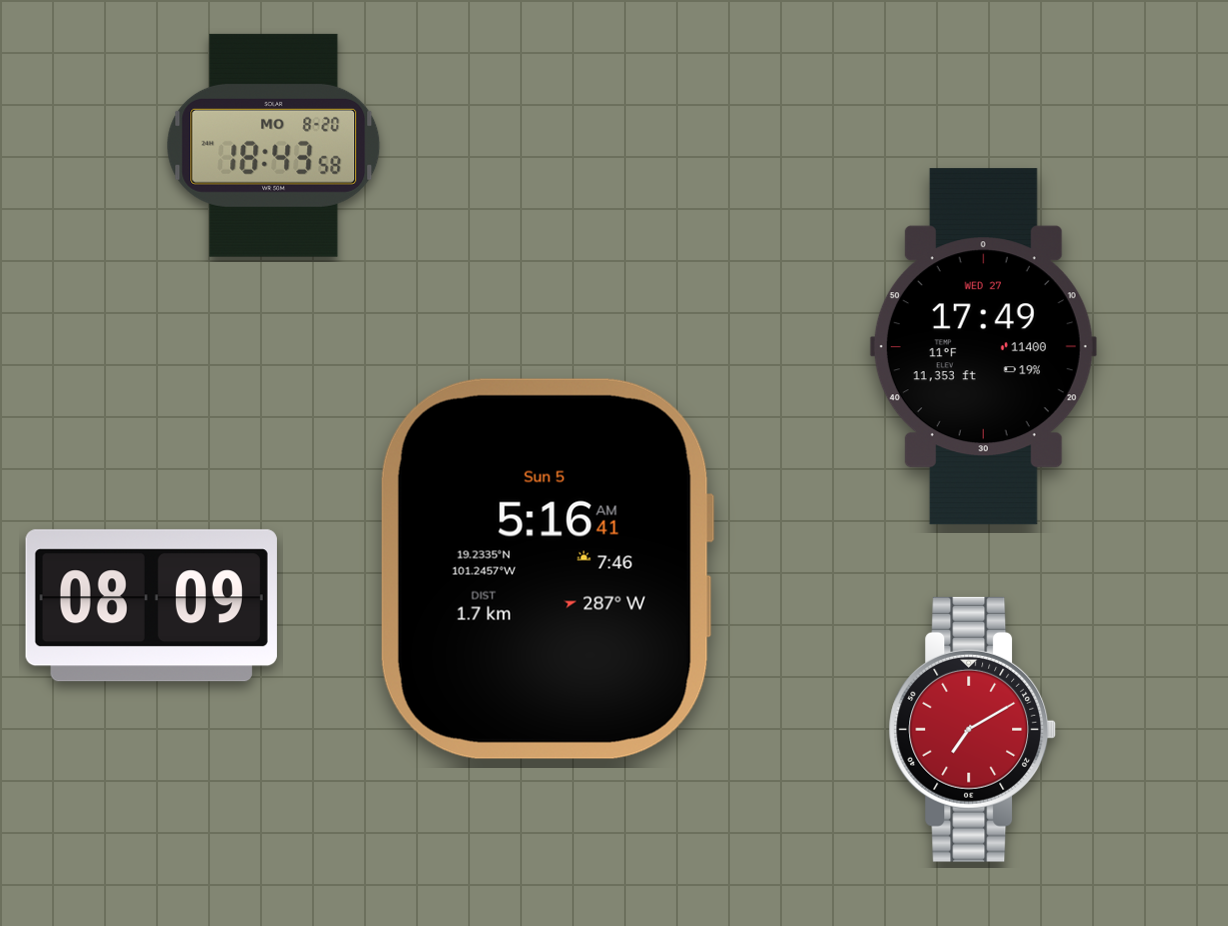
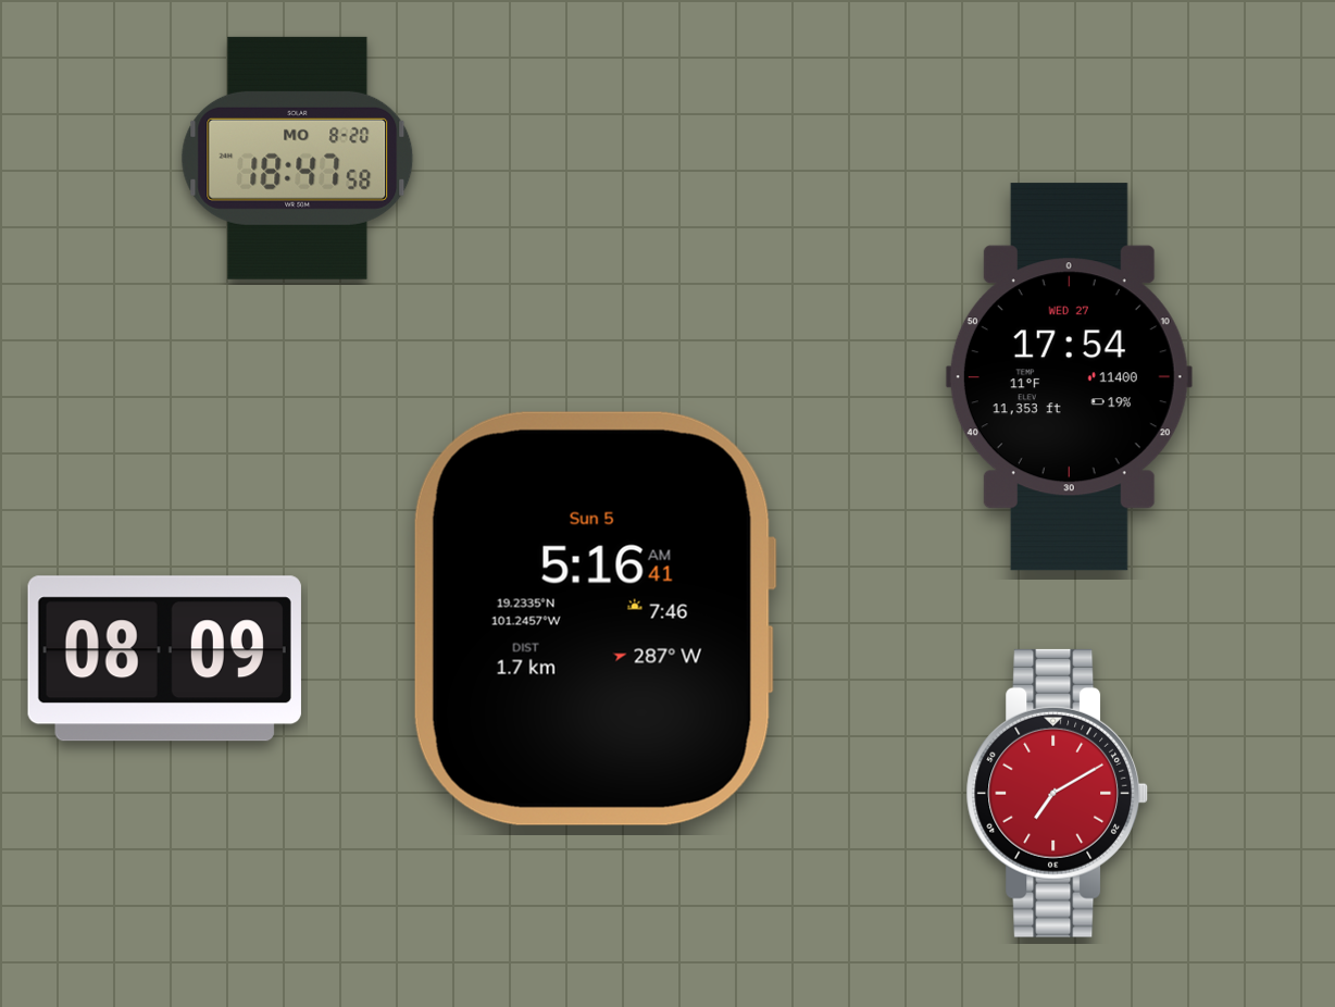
clock at (274, 145): 18:43 -> 18:47
clock at (983, 347): 17:49 -> 17:54
